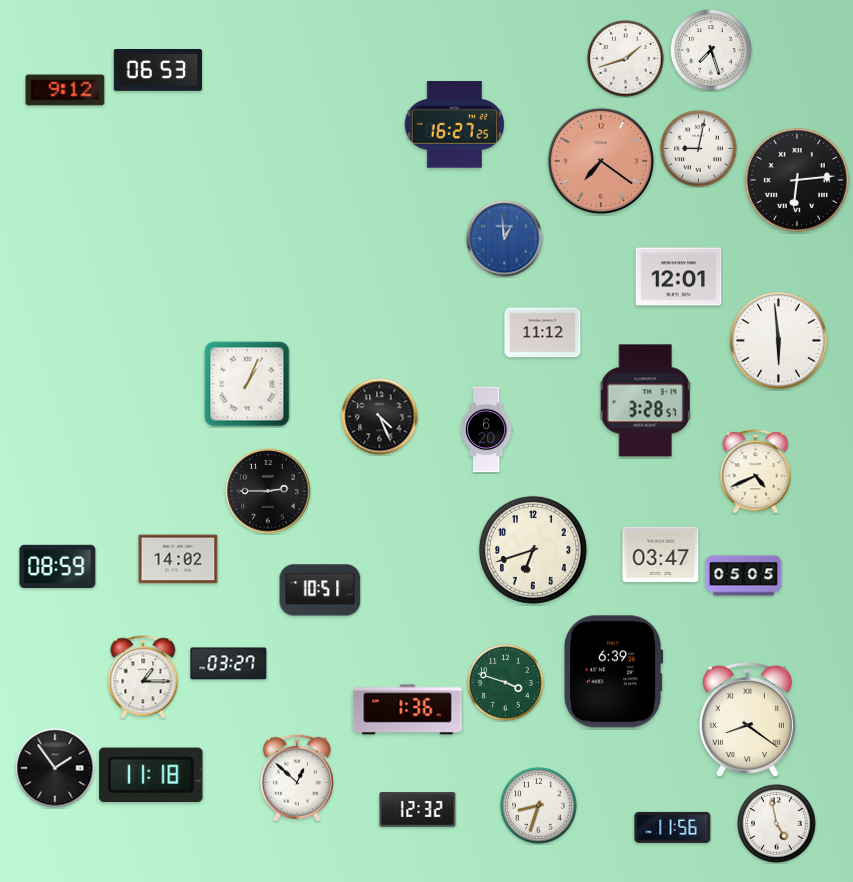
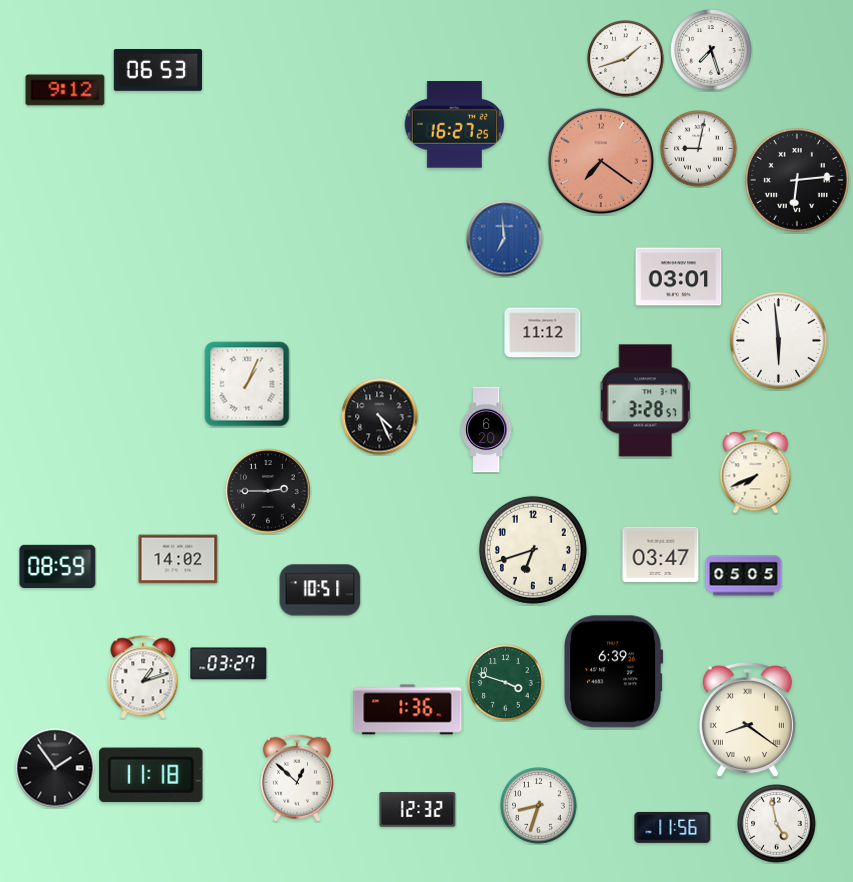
clock at (505, 239): 12:59 -> 6:59
clock at (679, 277): 12:01 -> 03:01
clock at (756, 472): 4:41 -> 7:41
clock at (143, 677): 1:15 -> 1:12
